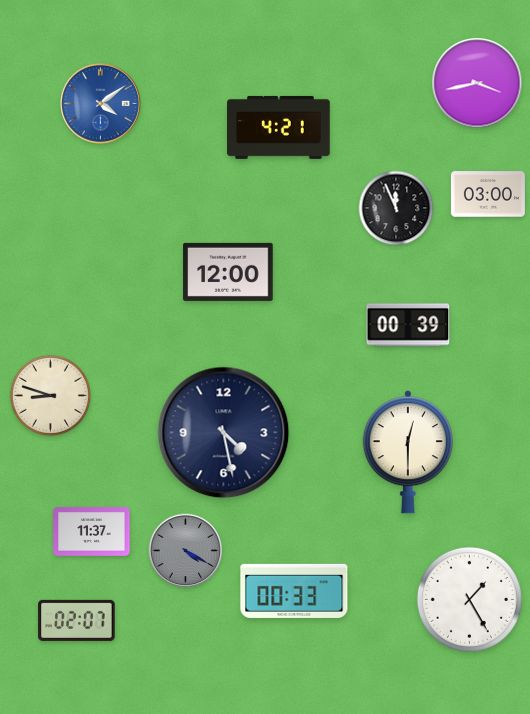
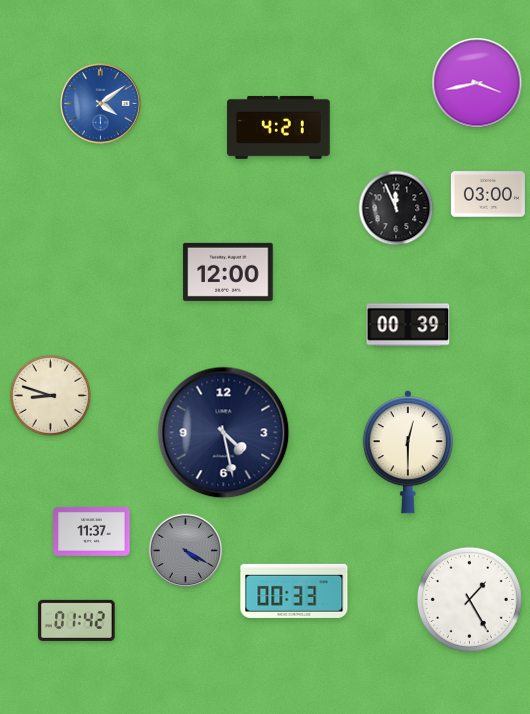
clock at (77, 620): 02:07 -> 01:42
